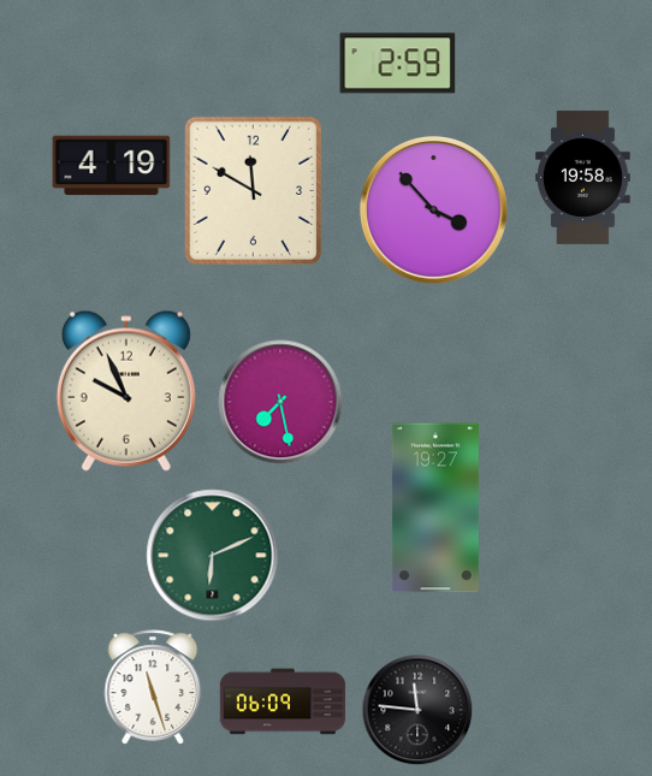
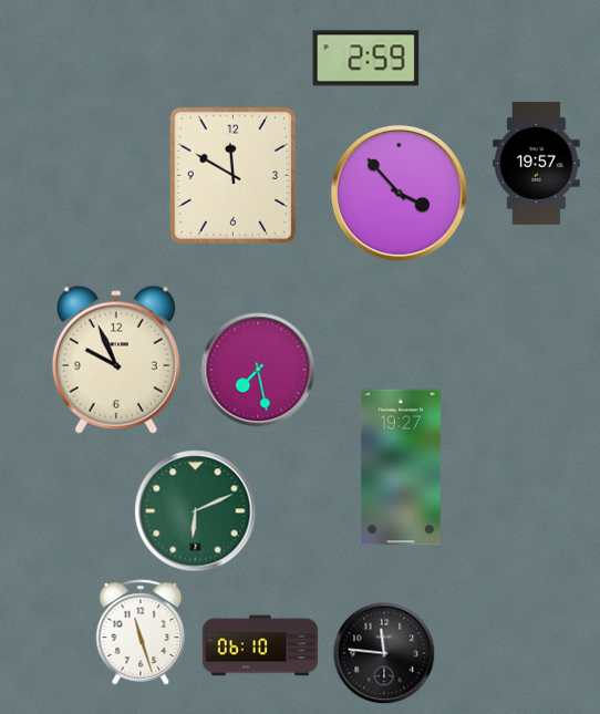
clock at (112, 166): 4:19 -> none
clock at (583, 177): 19:58 -> 19:57
clock at (283, 701): 06:09 -> 06:10
